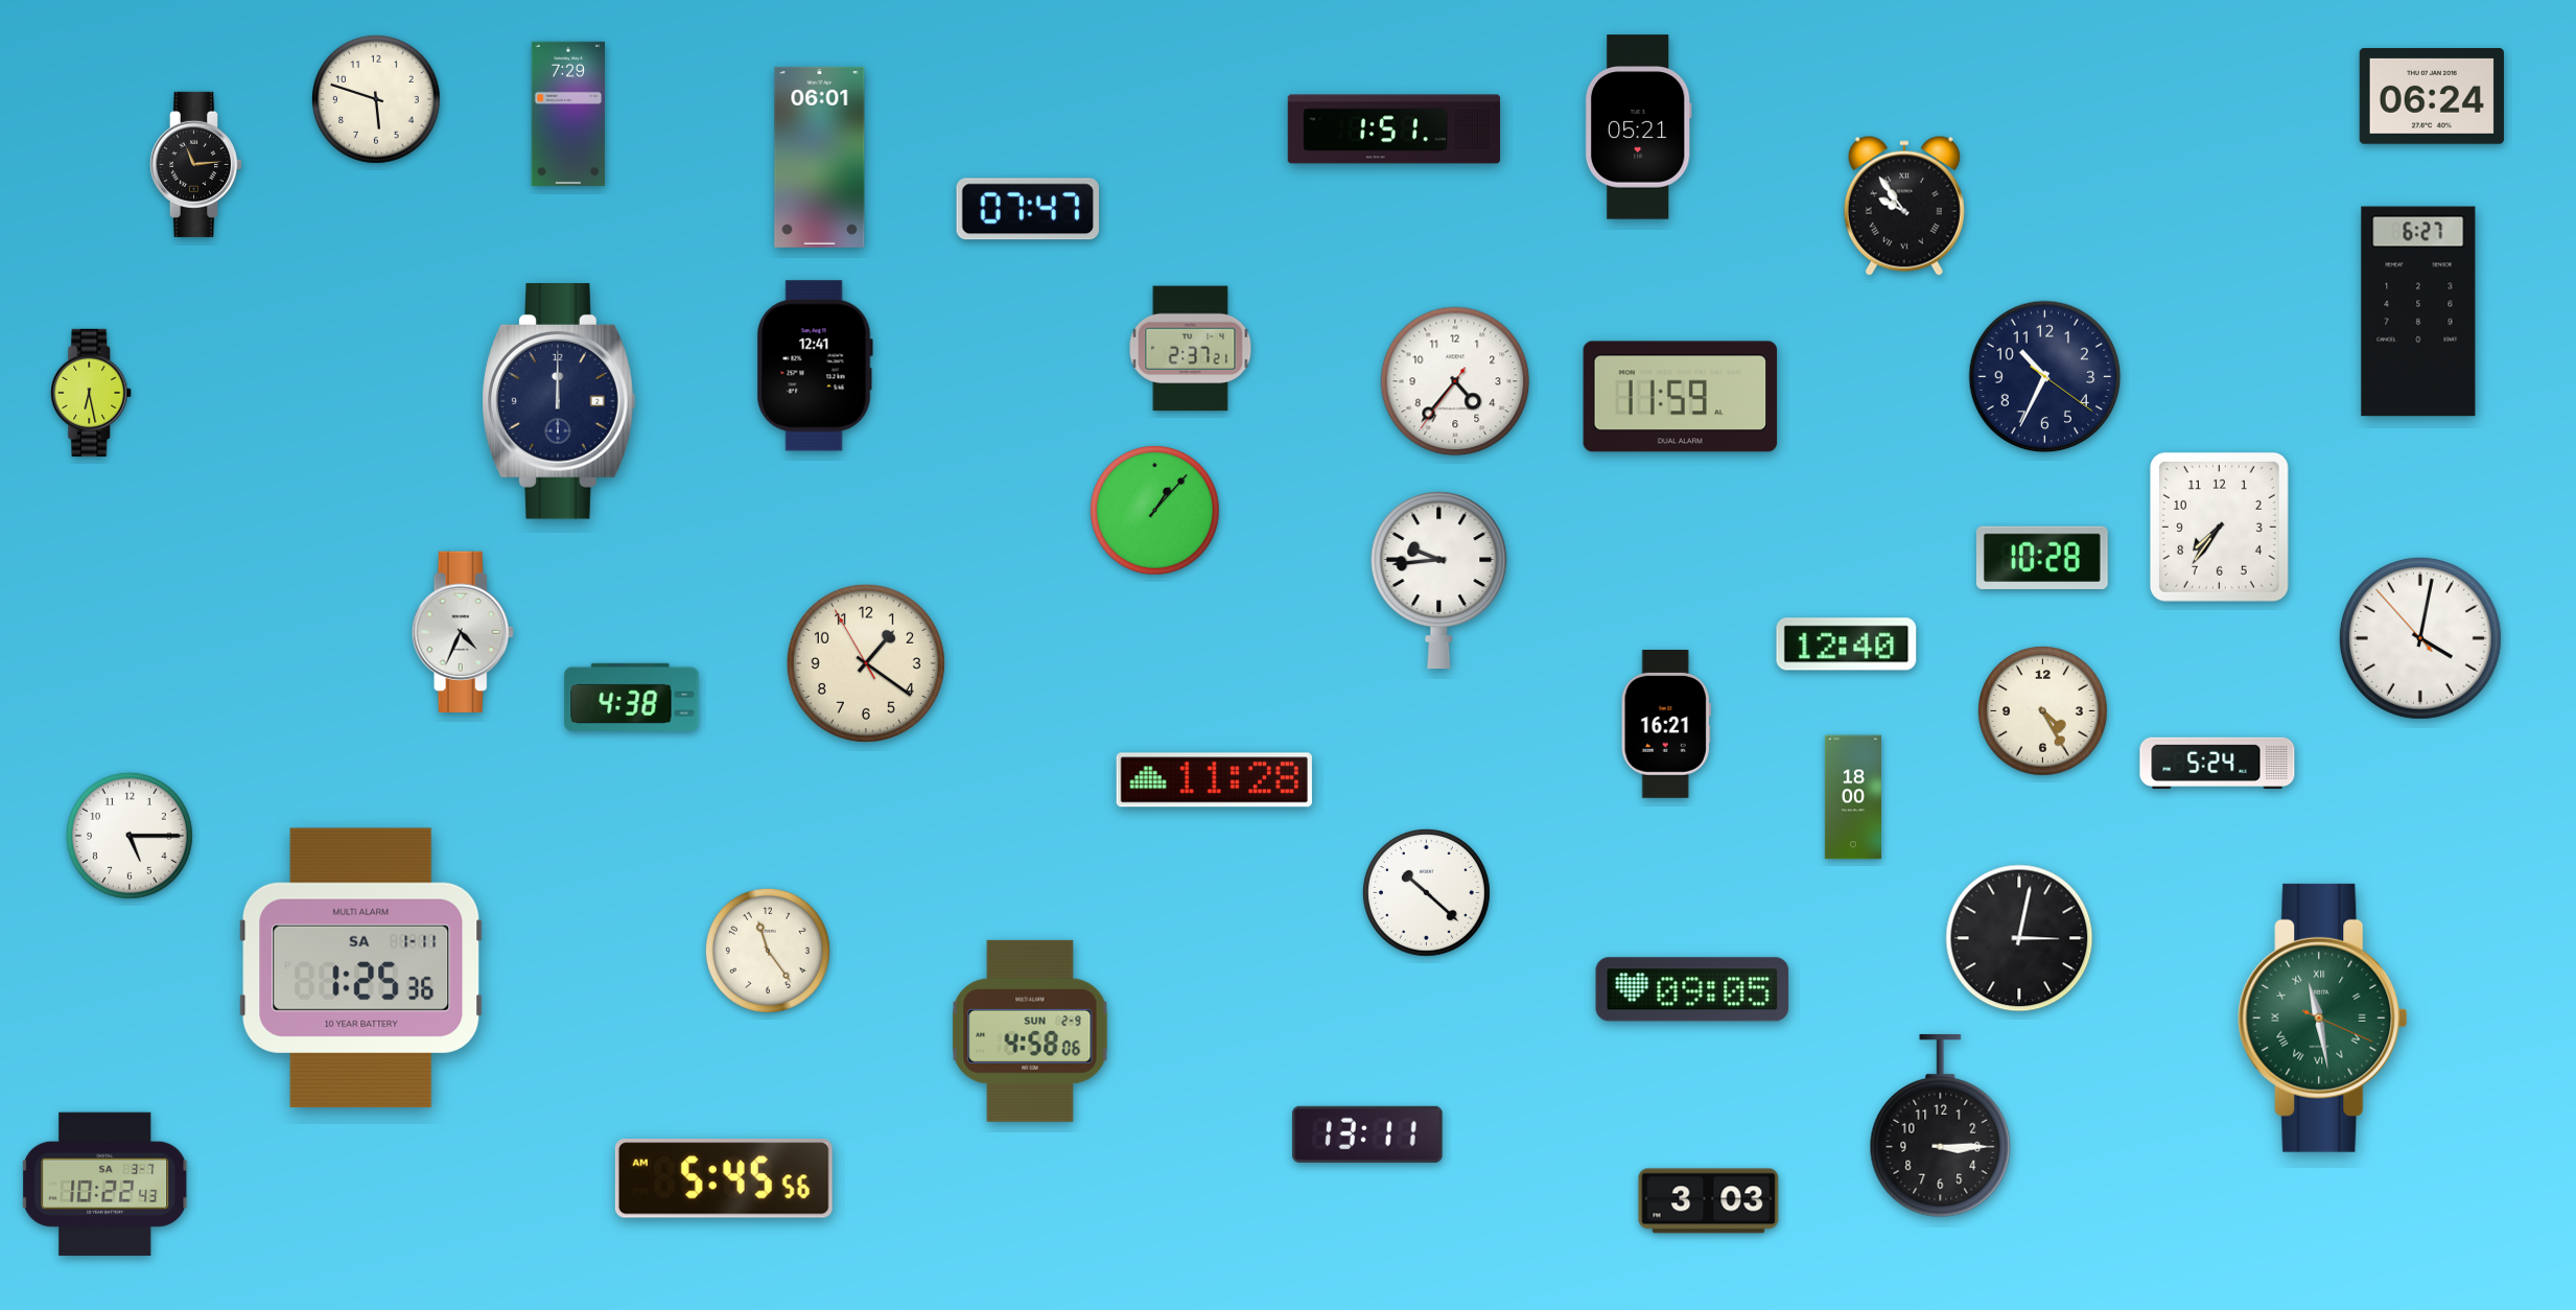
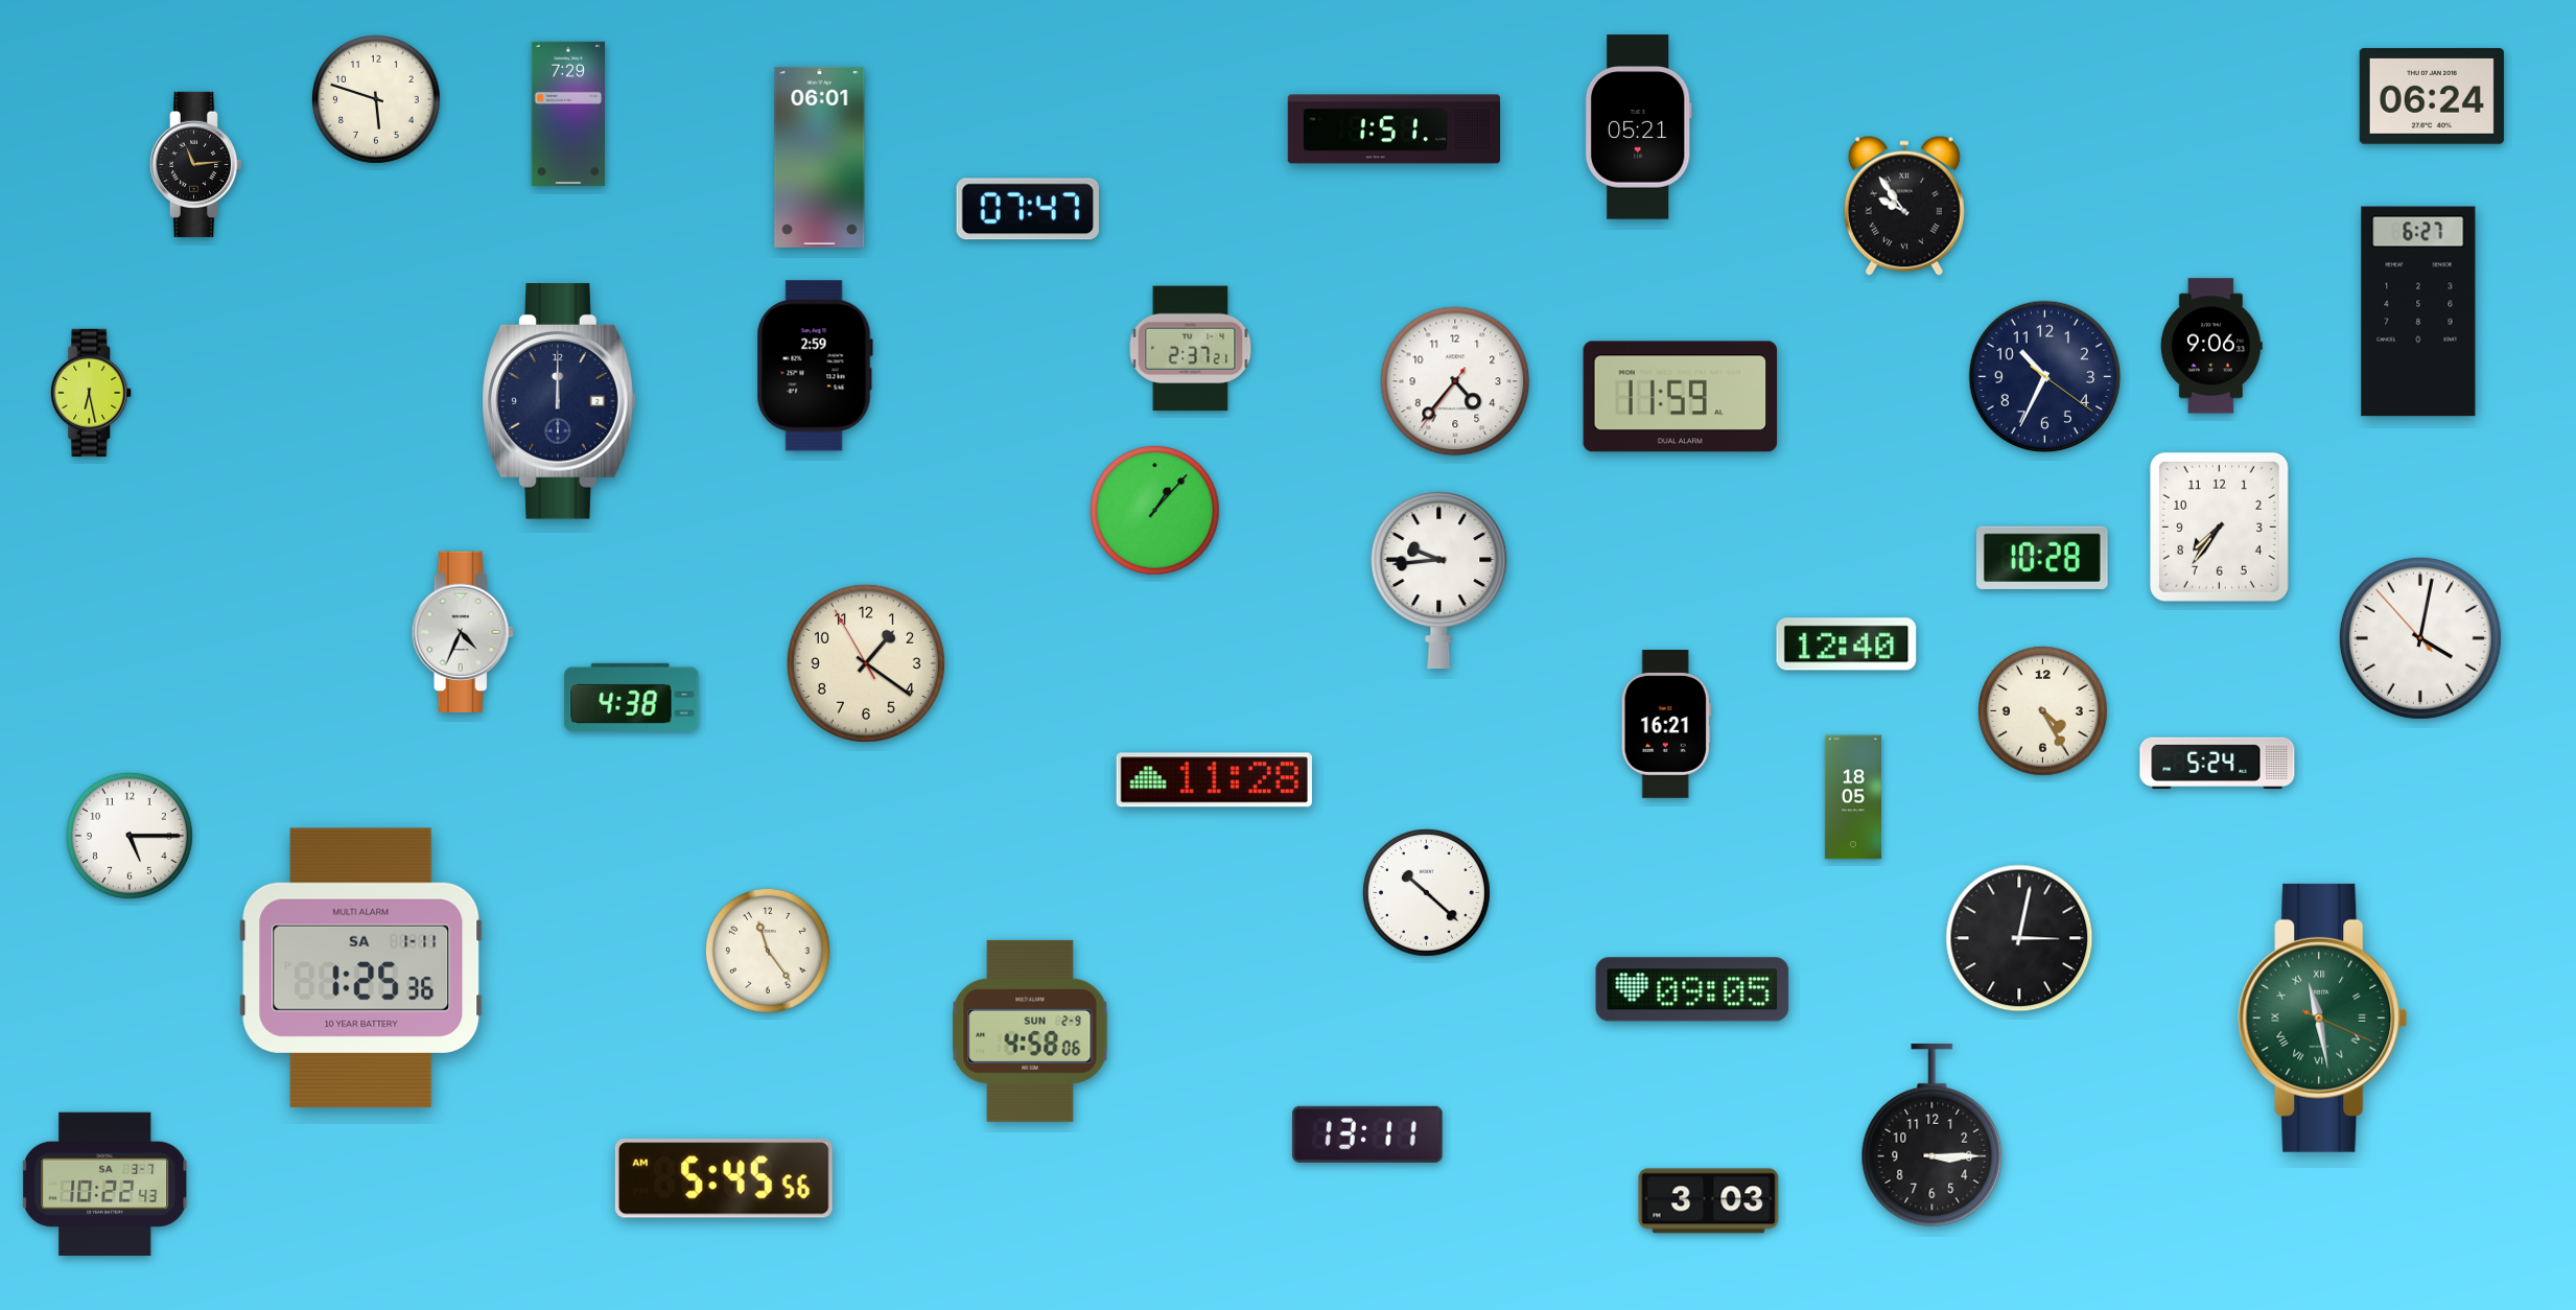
clock at (2211, 346): none -> 9:06
clock at (815, 366): 12:41 -> 2:59
clock at (1852, 797): 18:00 -> 18:05
clock at (1941, 1126) position: (1941, 1126) -> (1933, 1136)
